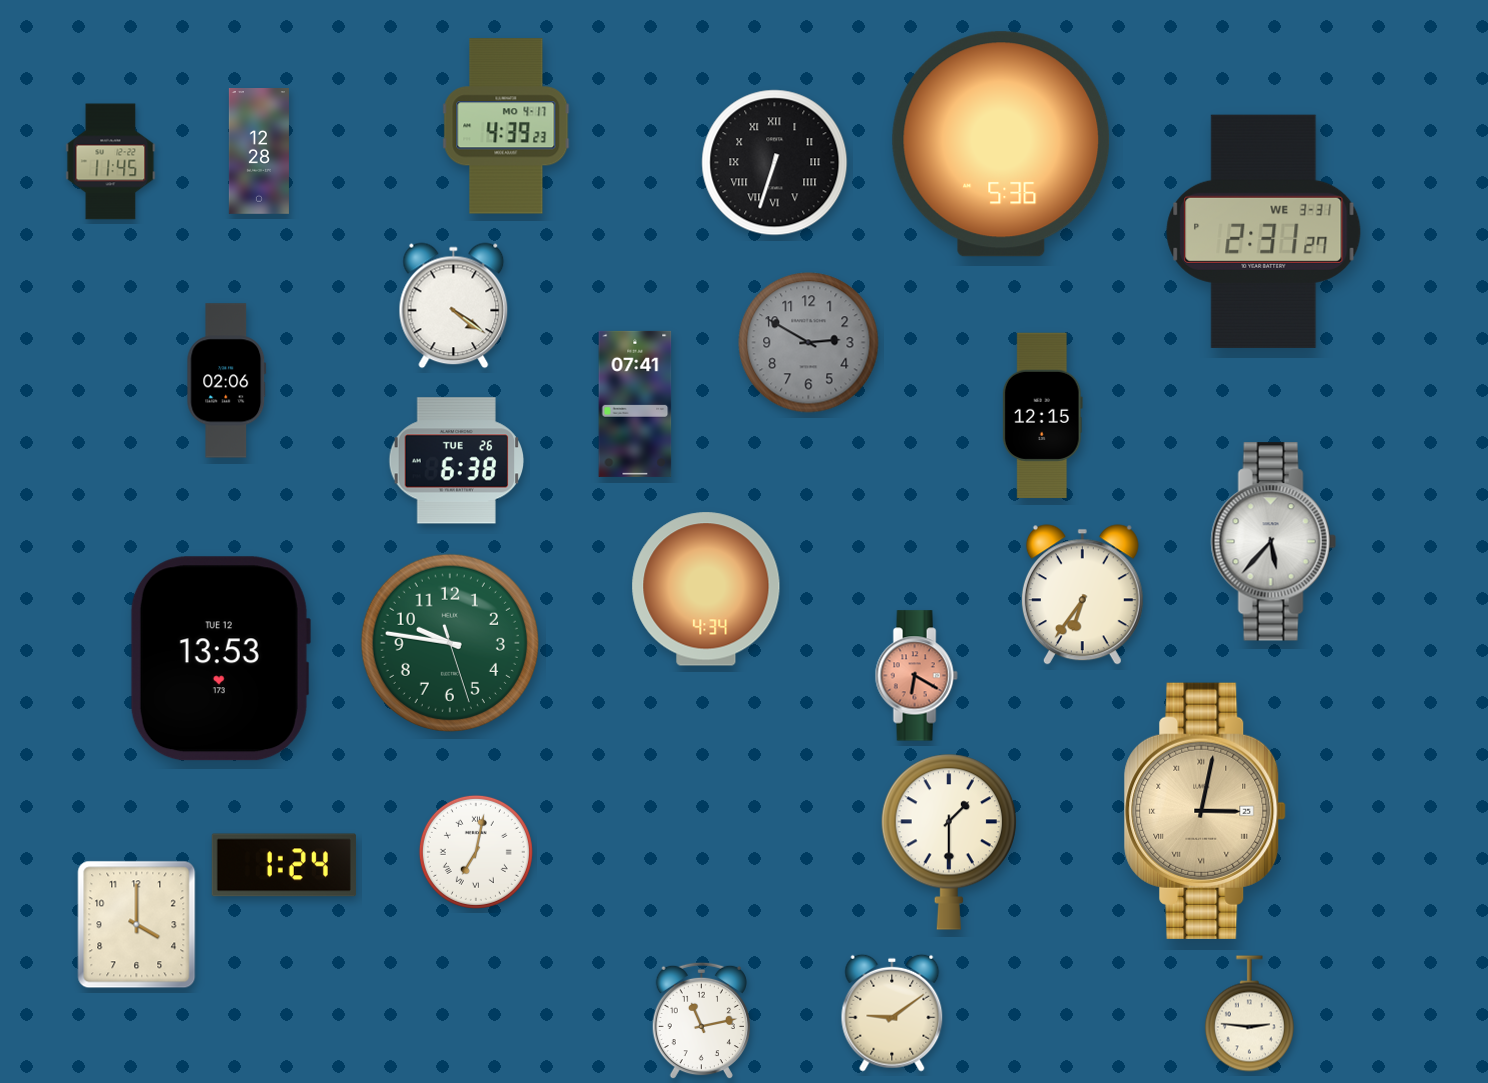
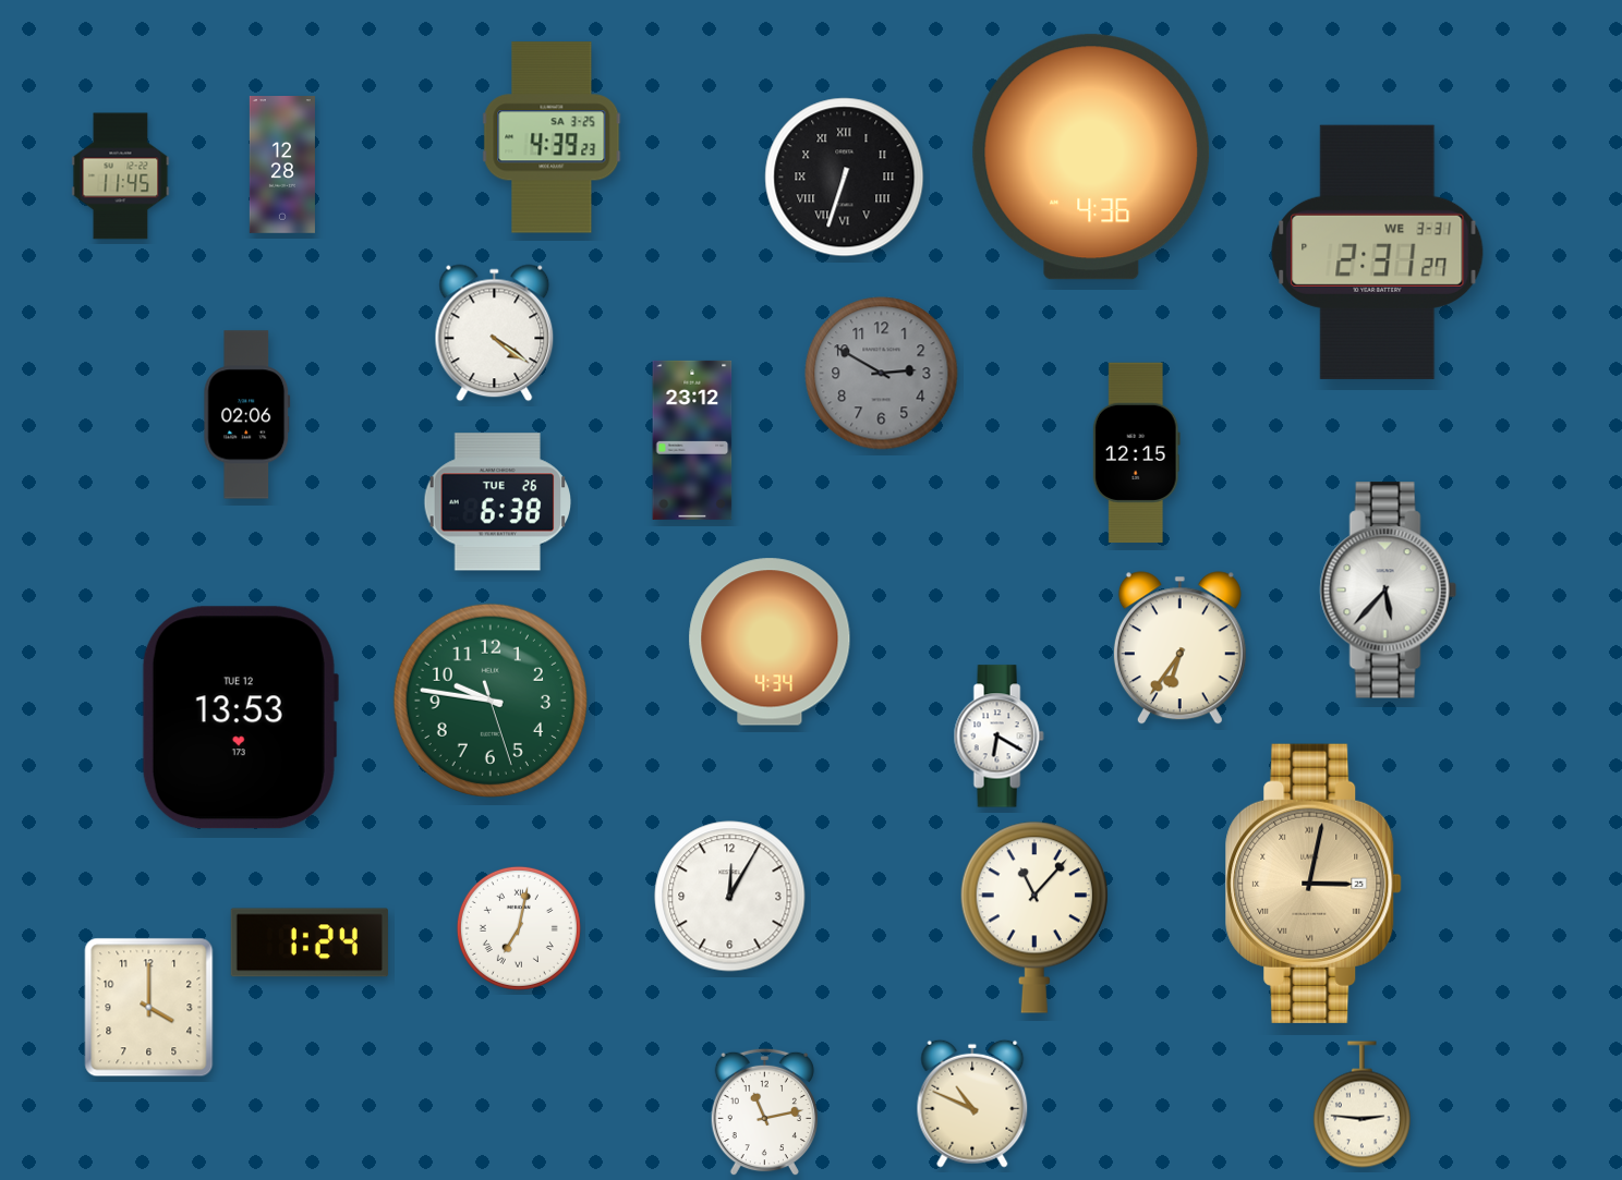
clock at (506, 126) date: MO 4-17 -> SA 3-25
clock at (1001, 144): 5:36 -> 4:36
clock at (635, 404): 07:41 -> 23:12
clock at (916, 676) dial: salmon -> white
clock at (730, 897): none -> 12:05
clock at (949, 842): 1:30 -> 11:07
clock at (892, 1013): 9:09 -> 10:49
